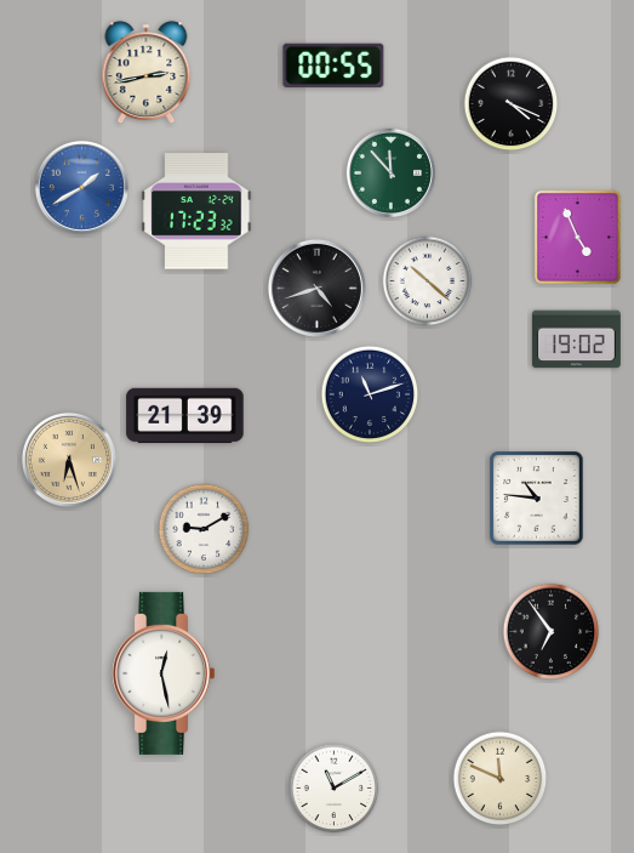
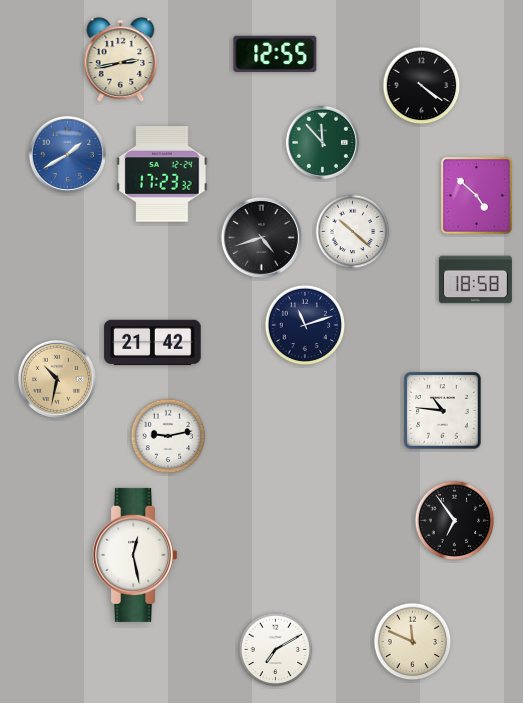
clock at (333, 66): 00:55 -> 12:55
clock at (512, 104): 4:19 -> 4:21
clock at (577, 237): 4:56 -> 4:52
clock at (576, 340): 19:02 -> 18:58
clock at (185, 416): 21:39 -> 21:42
clock at (69, 460): 6:27 -> 10:32
clock at (204, 529): 9:10 -> 9:13
clock at (335, 789): 11:10 -> 7:10
